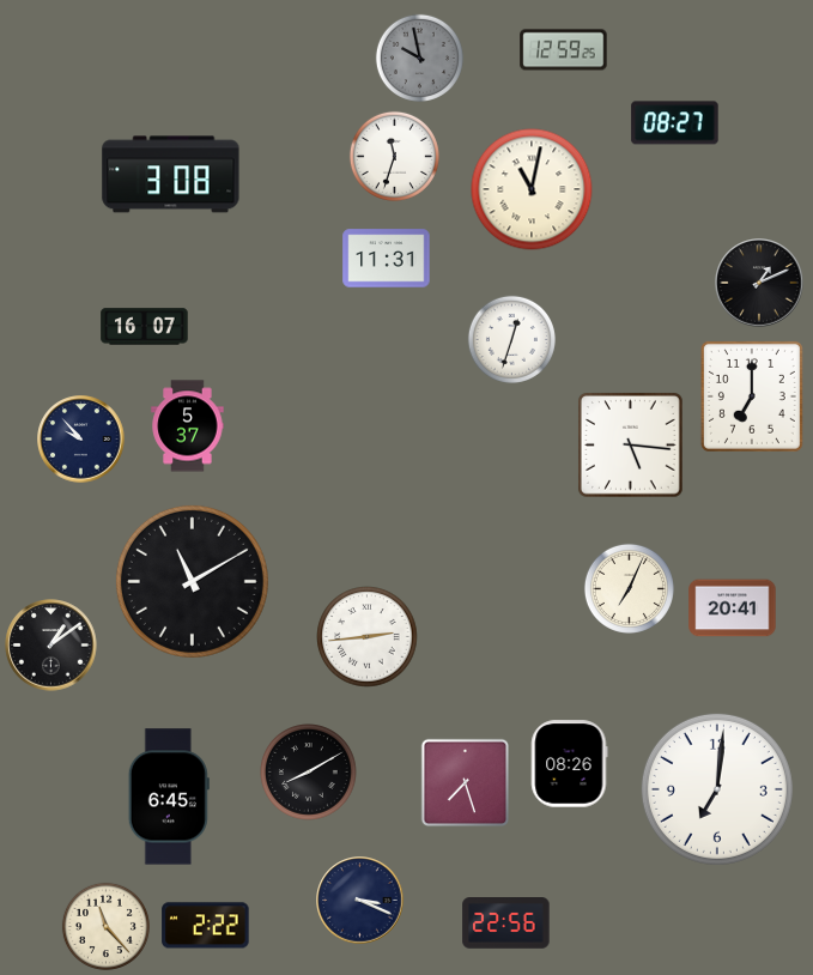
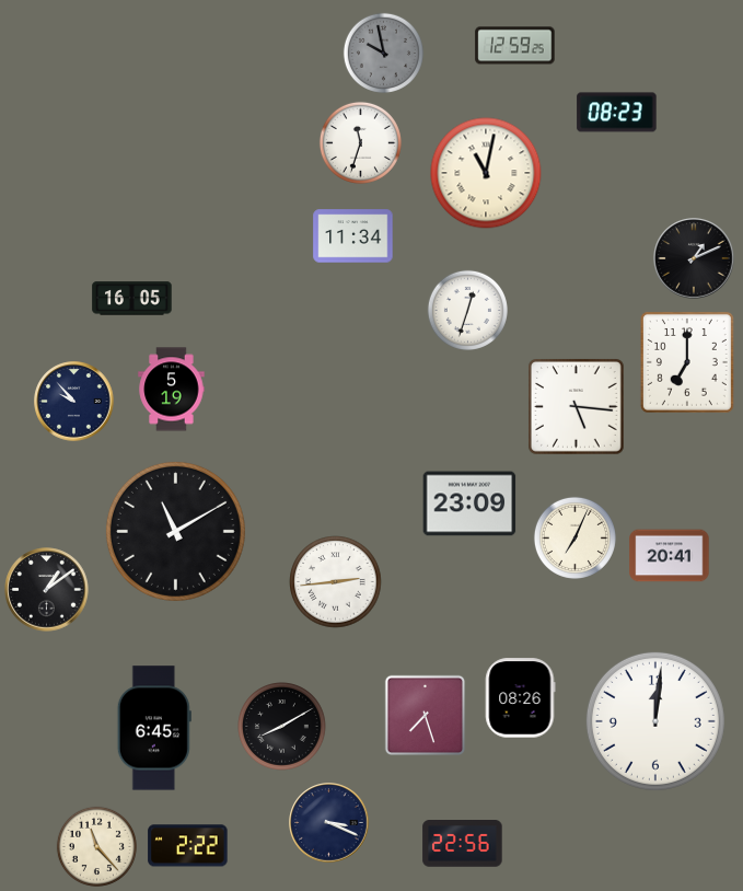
clock at (675, 123): 08:27 -> 08:23
clock at (171, 175): 3:08 -> none
clock at (387, 259): 11:31 -> 11:34
clock at (145, 327): 16:07 -> 16:05
clock at (188, 426): 5:37 -> 5:19
clock at (469, 504): none -> 23:09
clock at (309, 773) position: (309, 773) -> (282, 727)
clock at (717, 789): 7:01 -> 12:01
